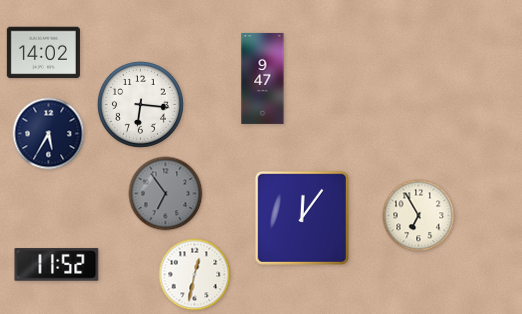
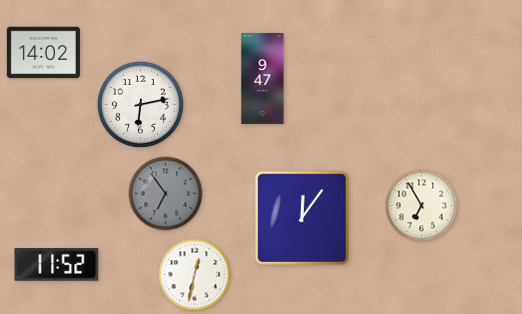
clock at (140, 104): 6:16 -> 6:13
clock at (49, 134): 5:35 -> none
clock at (419, 216) position: (419, 216) -> (422, 206)
